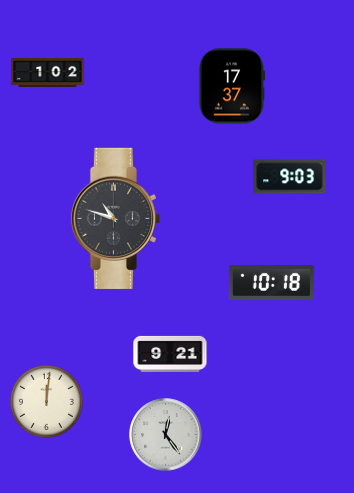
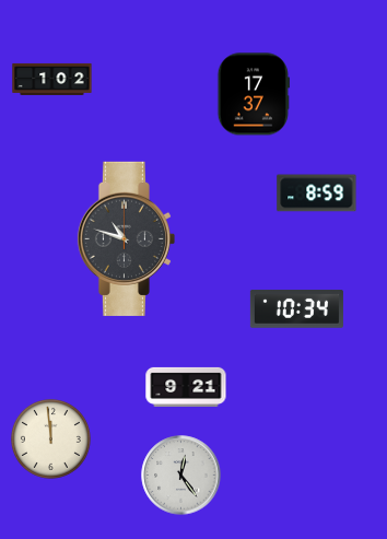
clock at (290, 177): 9:03 -> 8:59
clock at (271, 283): 10:18 -> 10:34
clock at (46, 401): 12:01 -> 11:59
